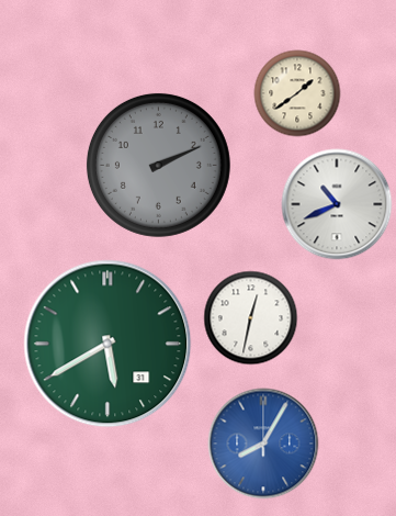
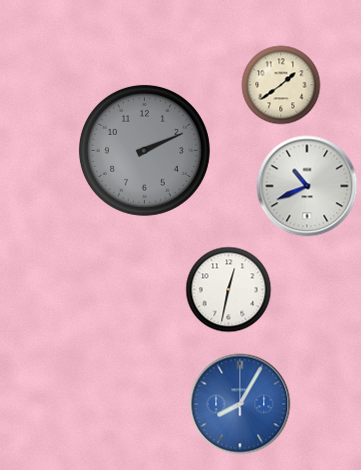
clock at (297, 93) position: (297, 93) -> (281, 85)
clock at (108, 344): 5:40 -> none
